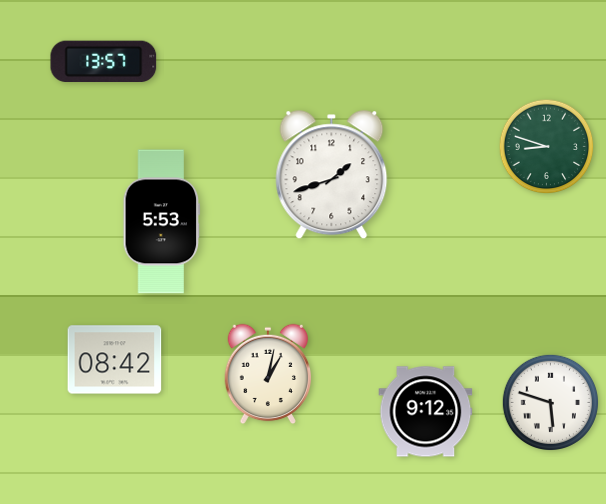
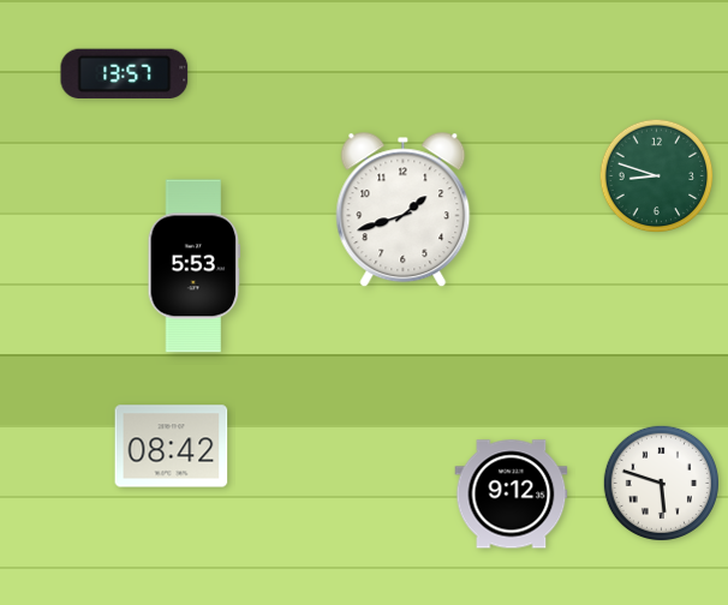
clock at (332, 175) position: (332, 175) -> (404, 210)
clock at (115, 360) position: (115, 360) -> (172, 447)
clock at (268, 374): 1:02 -> none
